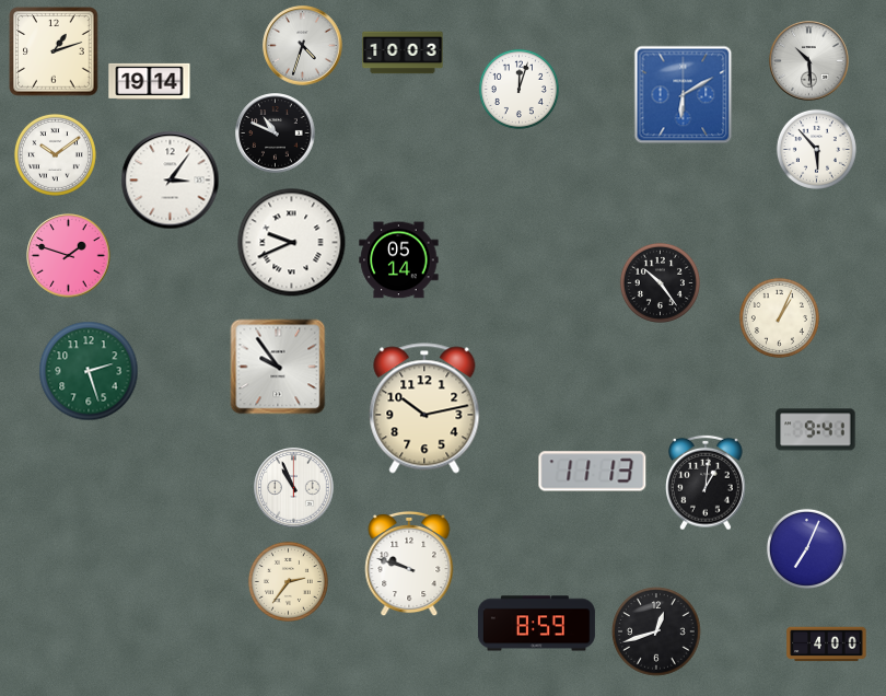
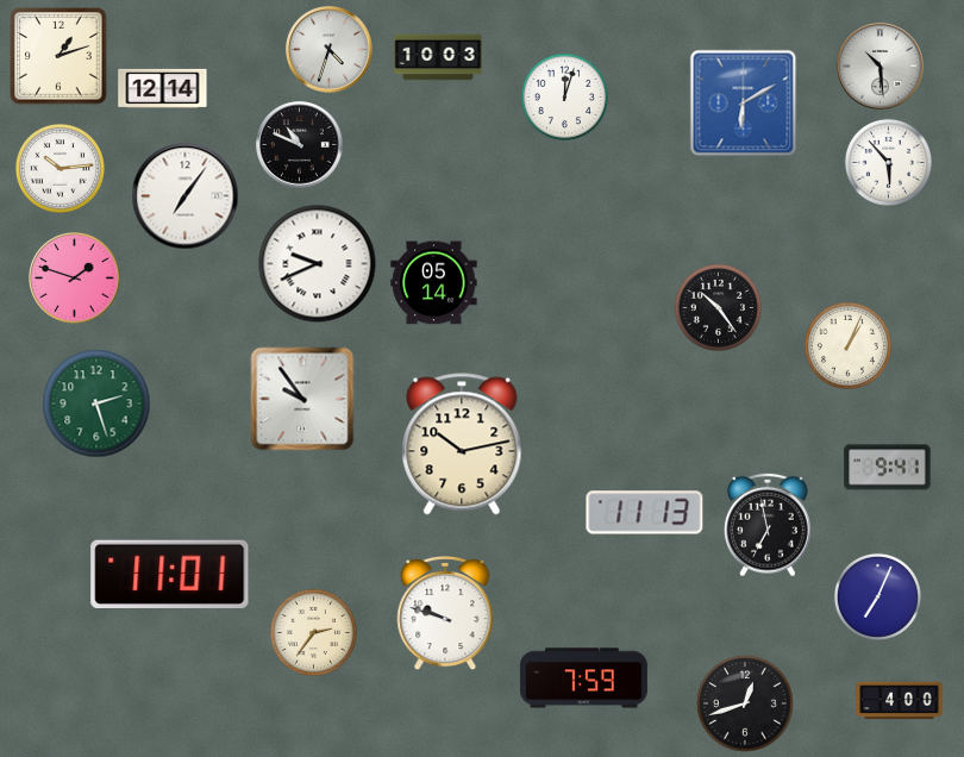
clock at (150, 81): 19:14 -> 12:14
clock at (55, 154): 10:09 -> 10:14
clock at (171, 181): 3:06 -> 7:06
clock at (707, 483): 1:01 -> 6:58
clock at (294, 488): 10:56 -> none
clock at (170, 574): none -> 11:01
clock at (536, 624): 8:59 -> 7:59
clock at (656, 631) position: (656, 631) -> (745, 703)
